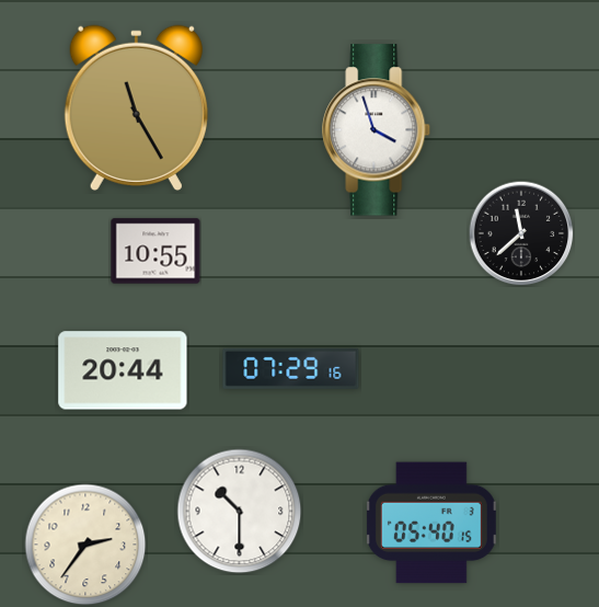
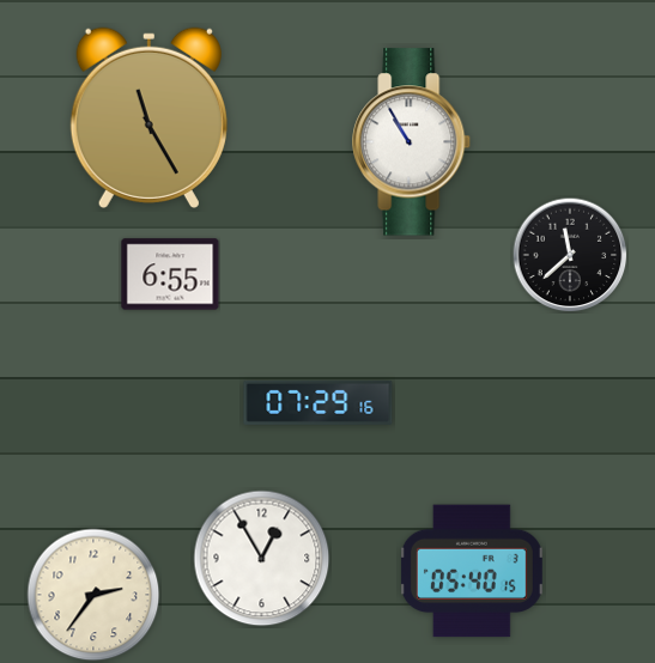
clock at (377, 130): 3:57 -> 10:55
clock at (155, 251): 10:55 -> 6:55
clock at (123, 370): 20:44 -> none
clock at (240, 512): 10:30 -> 12:55
